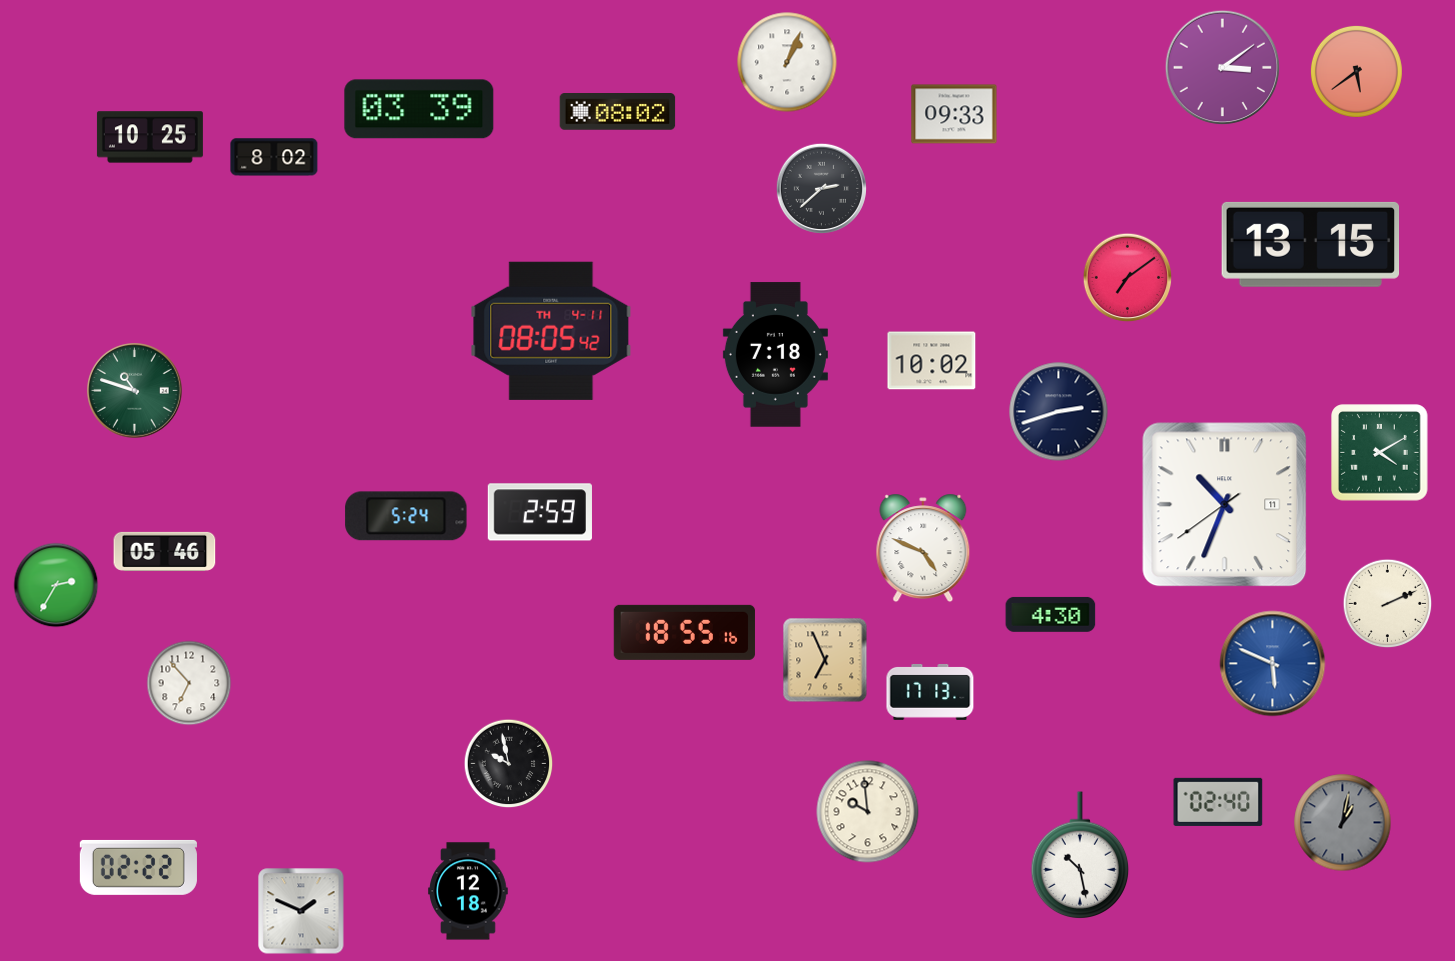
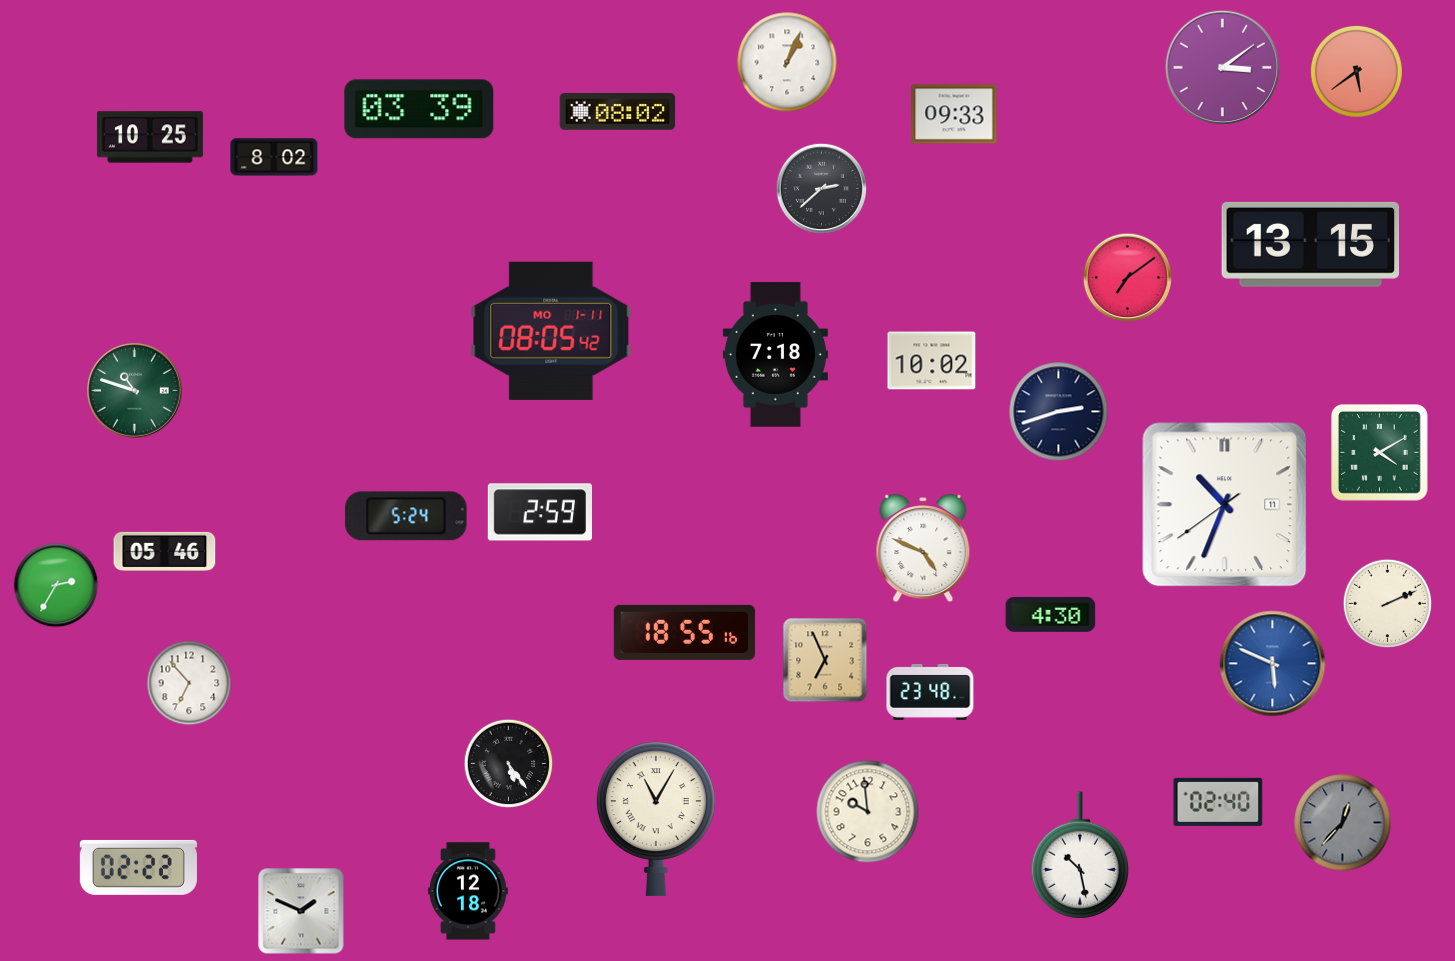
clock at (551, 331) date: TH 4-11 -> MO 1-11
clock at (930, 692): 17:13 -> 23:48
clock at (509, 764): 9:58 -> 5:24
clock at (656, 819): none -> 11:05
clock at (1343, 823): 1:02 -> 12:37
